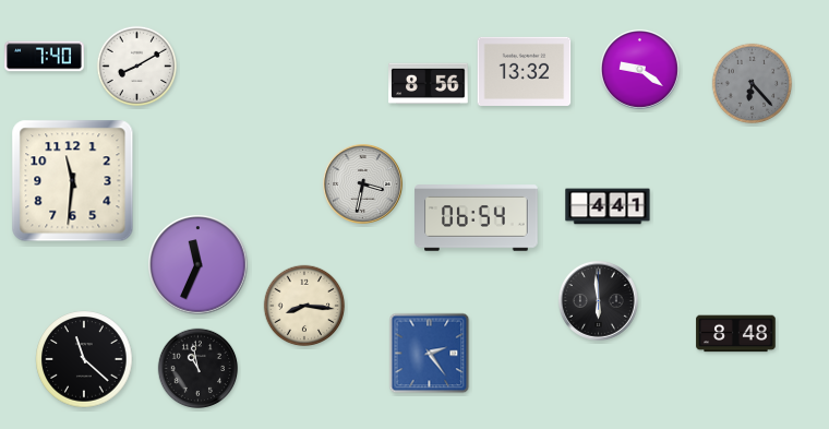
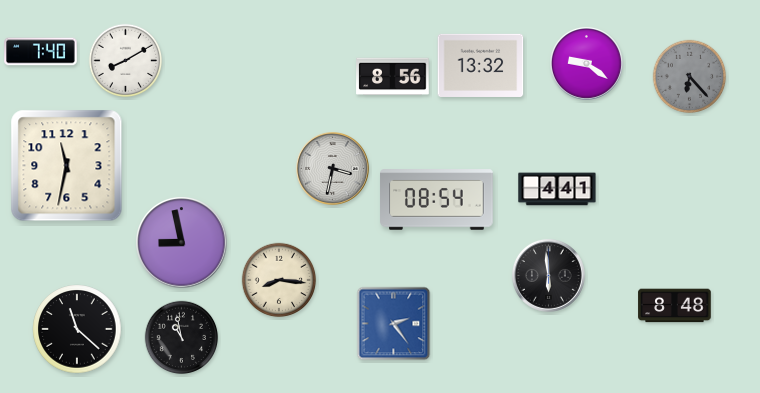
clock at (73, 181): 11:31 -> 11:32
clock at (477, 218): 06:54 -> 08:54
clock at (199, 265): 11:34 -> 8:58
